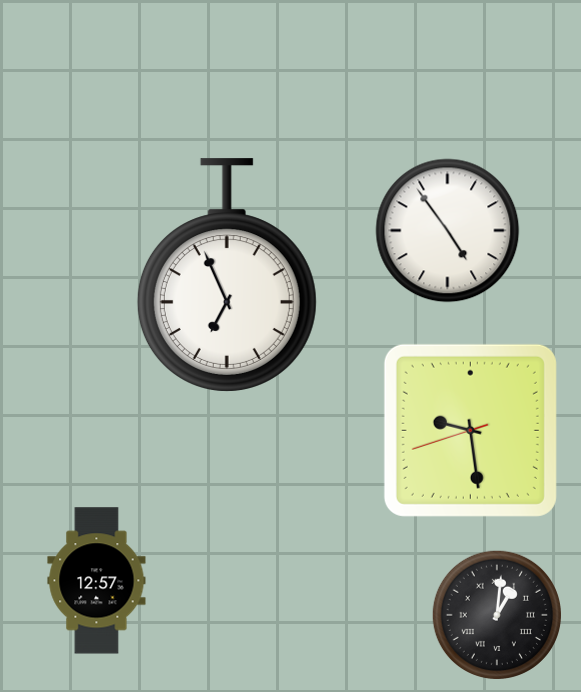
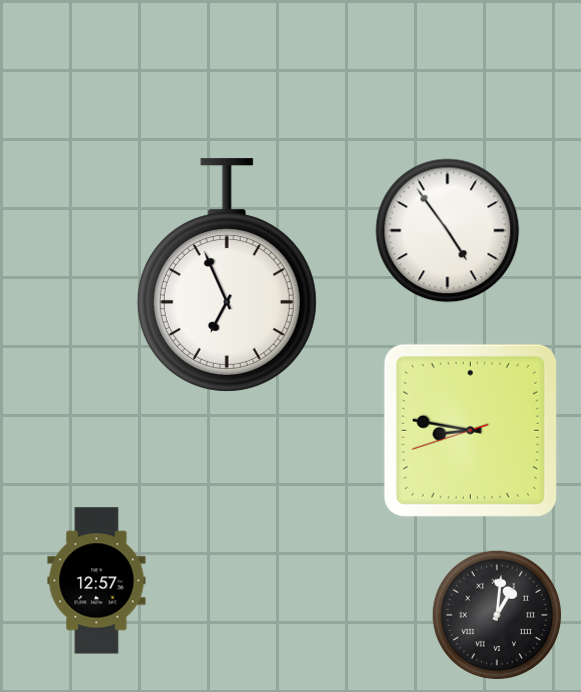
clock at (470, 430): 9:28 -> 8:46
